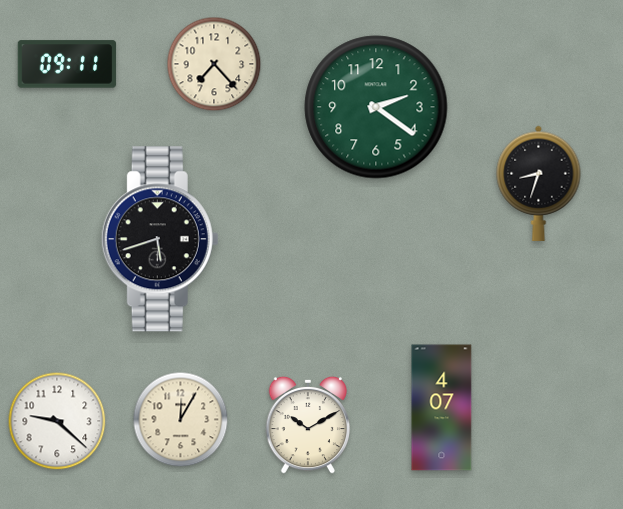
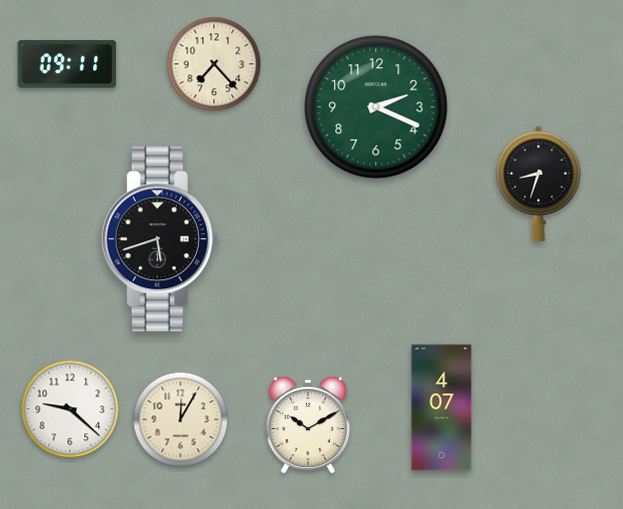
clock at (376, 107): 2:21 -> 2:19
clock at (57, 421) position: (57, 421) -> (70, 409)
